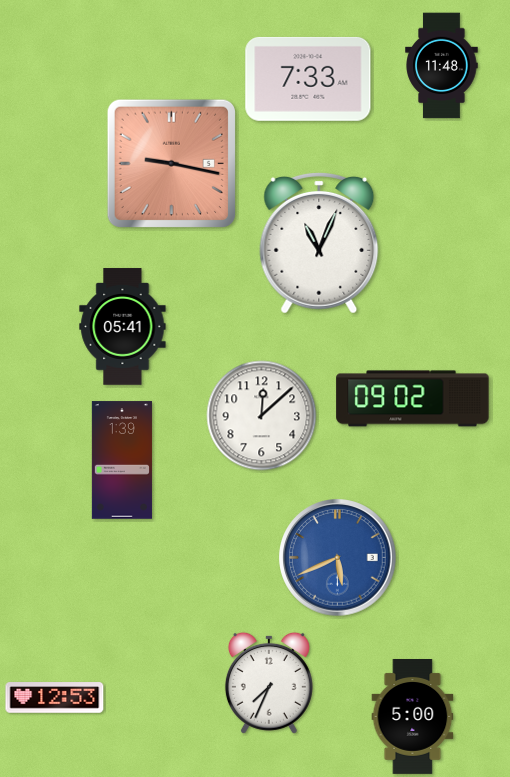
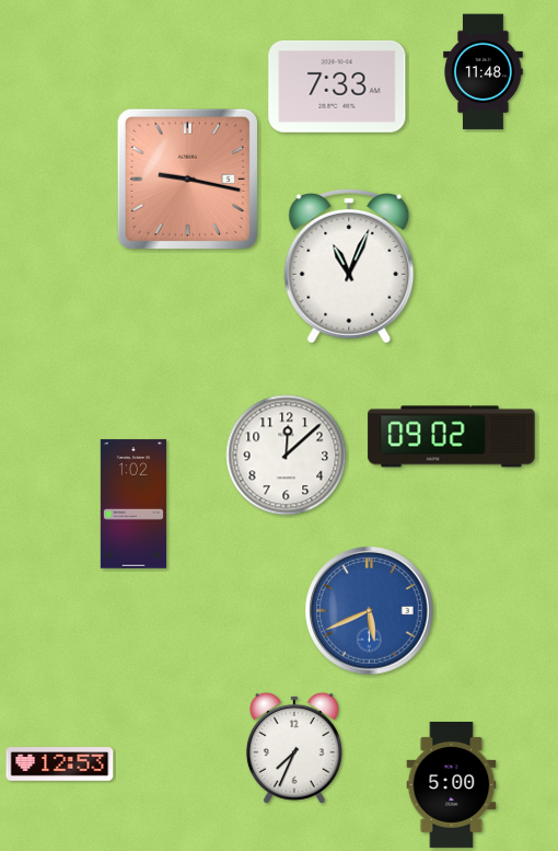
clock at (123, 327): 05:41 -> none
clock at (122, 460): 1:39 -> 1:02
